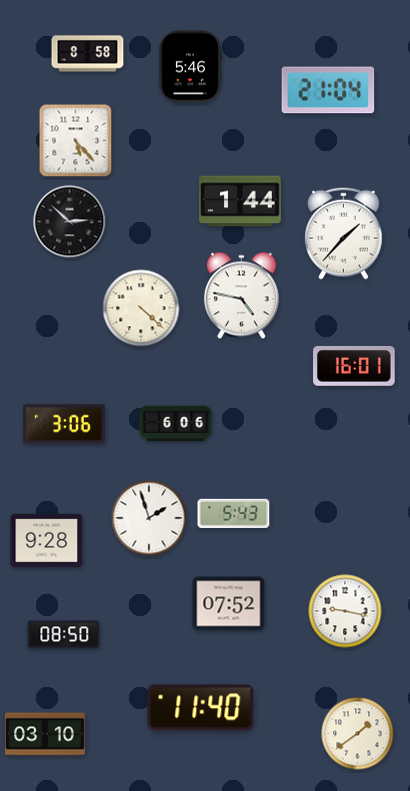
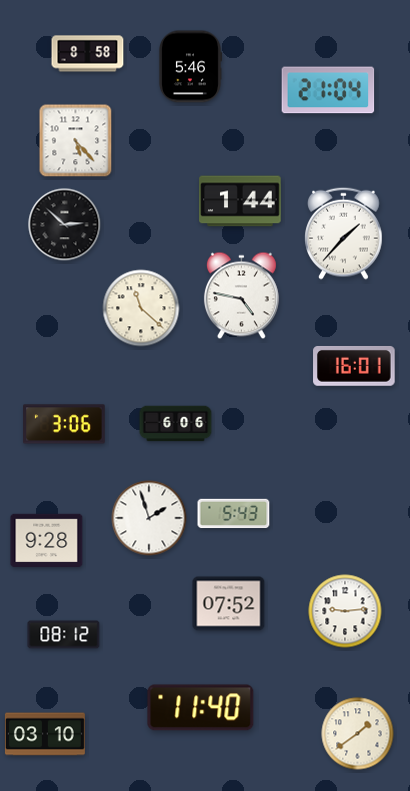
clock at (70, 222) position: (70, 222) -> (65, 225)
clock at (141, 308): 4:22 -> 11:22
clock at (345, 611): 9:17 -> 9:14
clock at (64, 635): 08:50 -> 08:12
